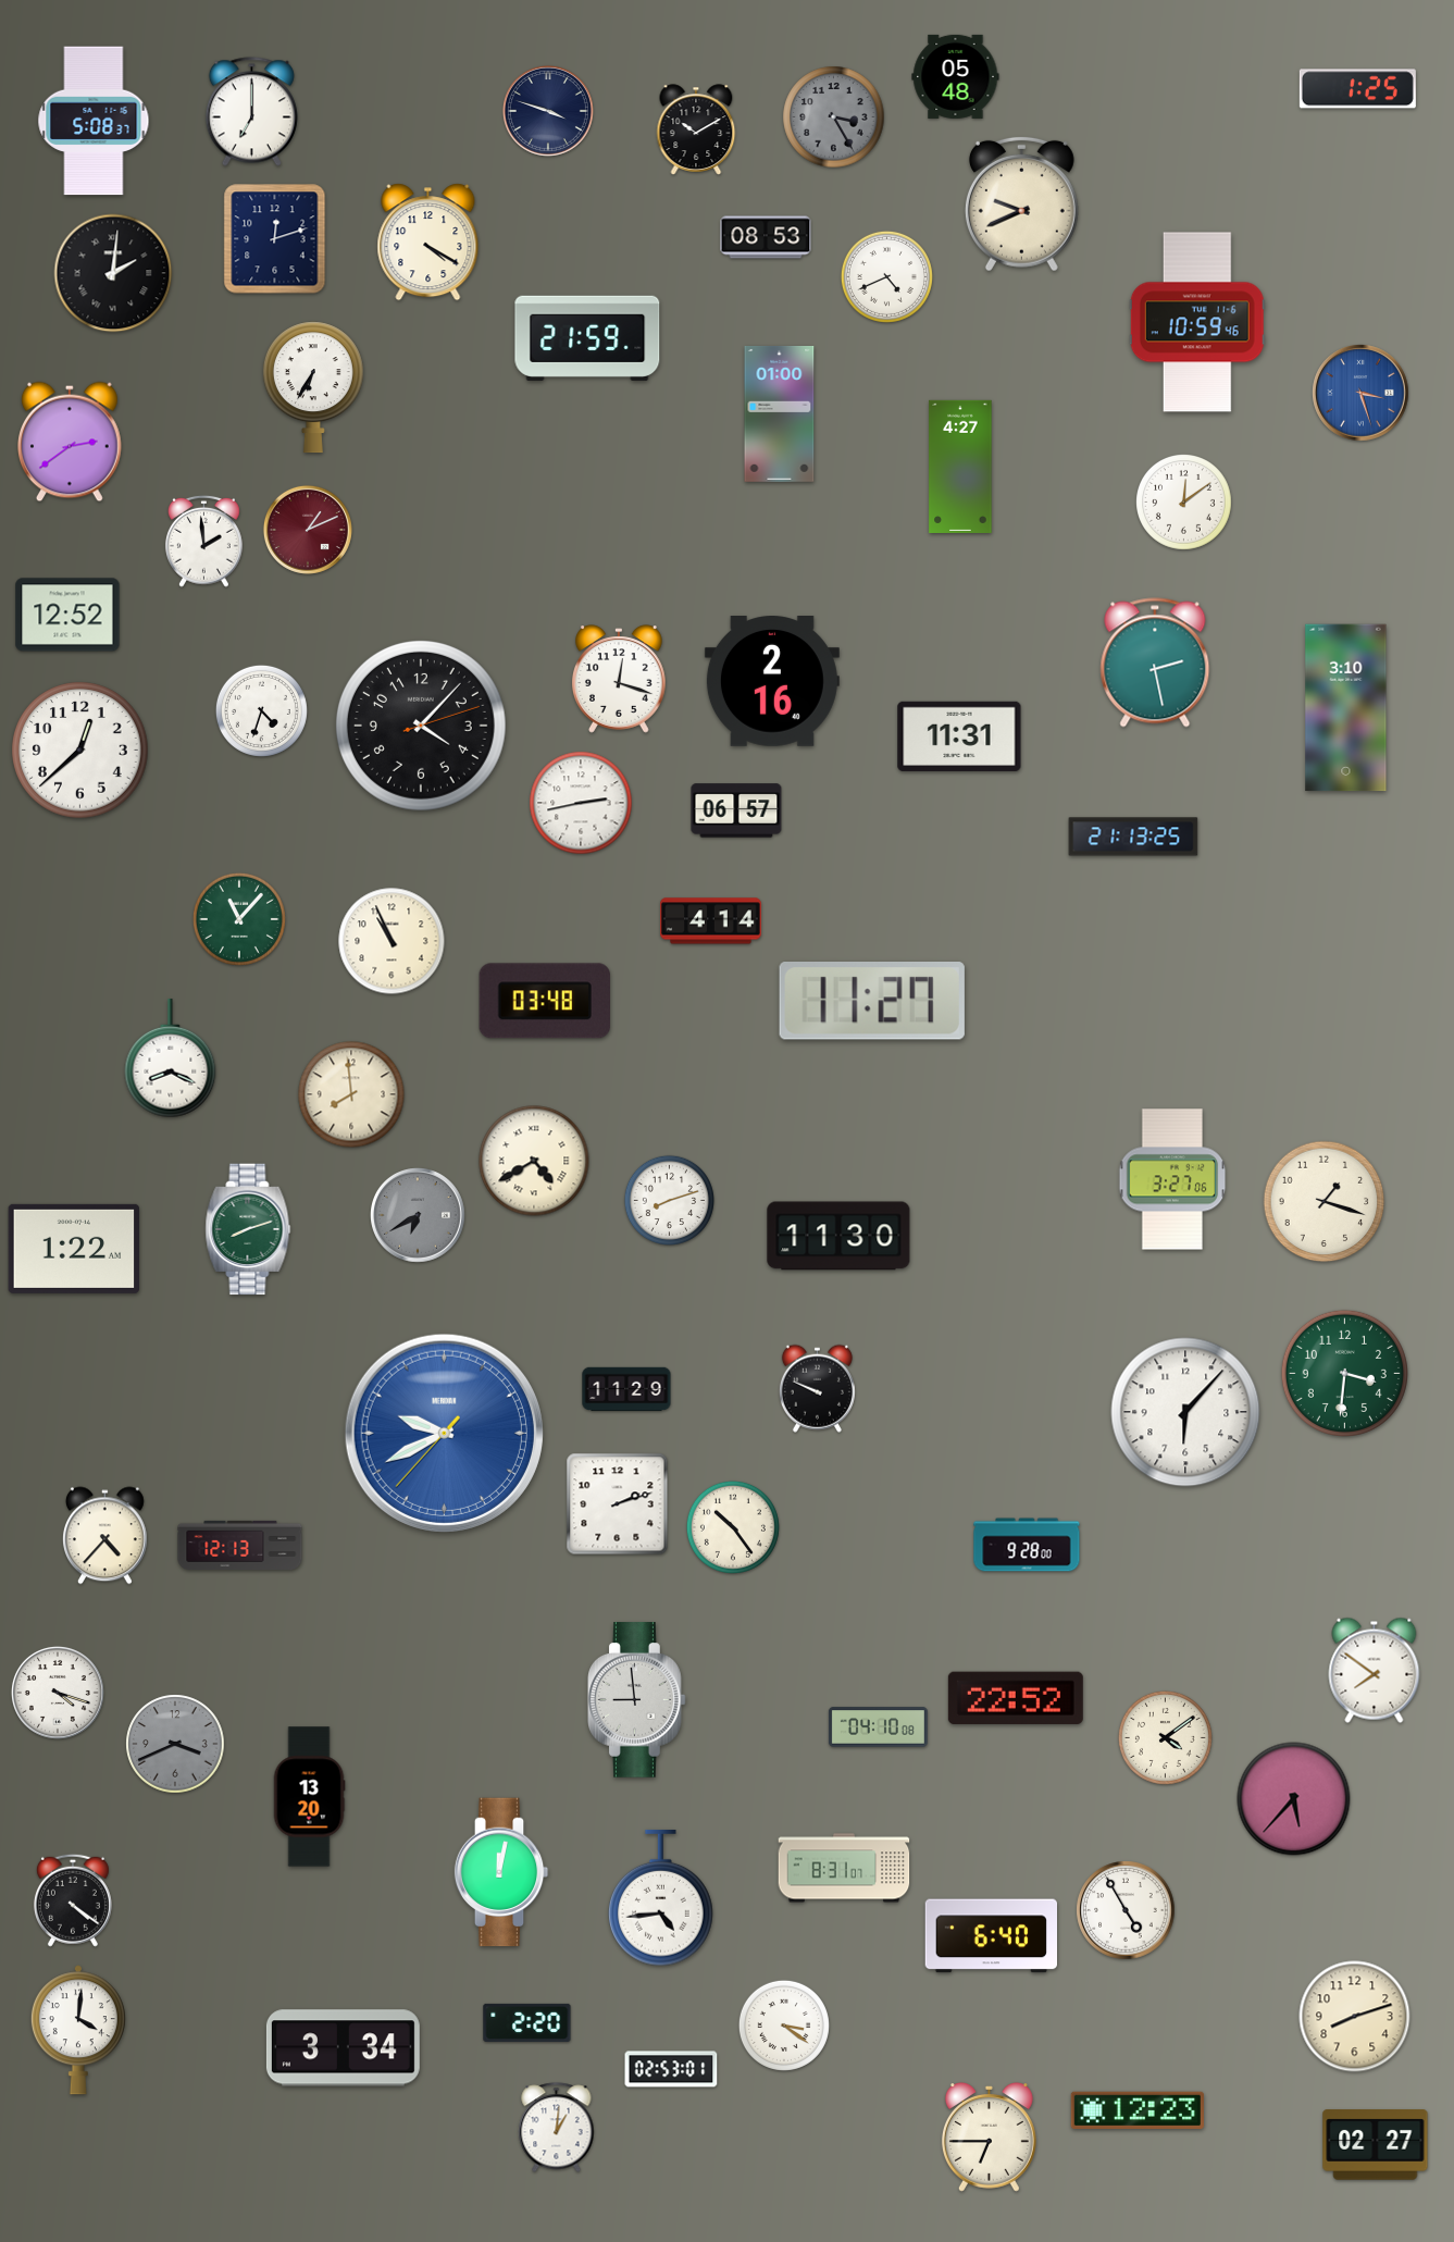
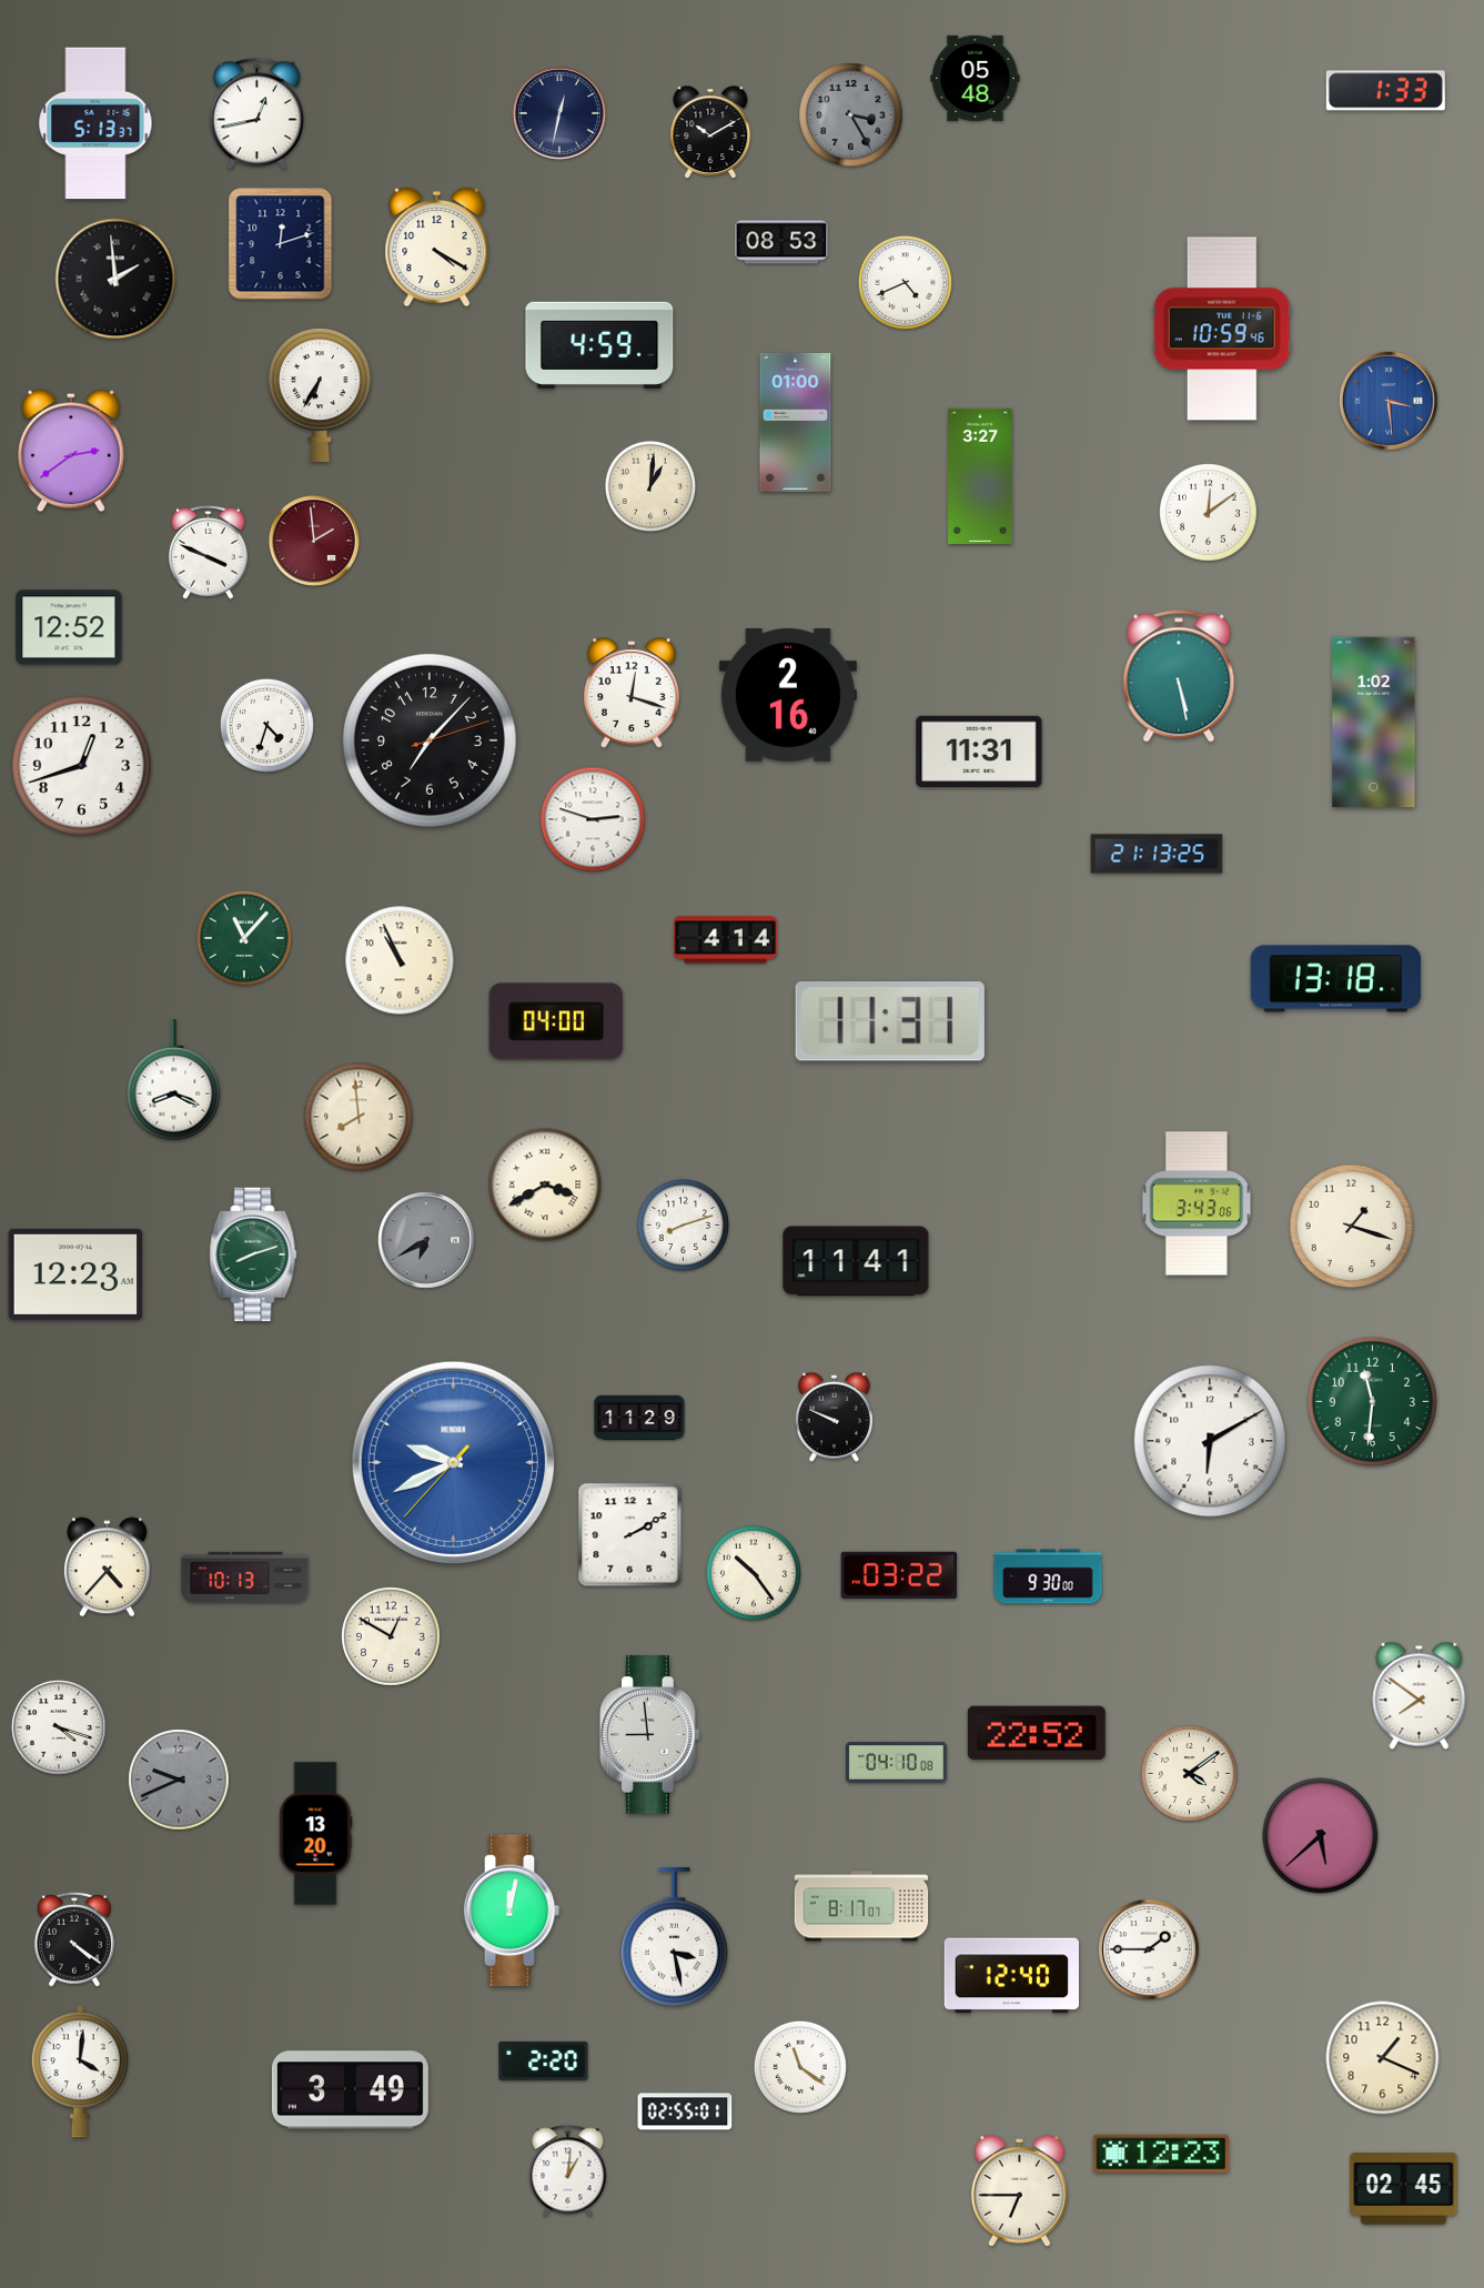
clock at (1357, 89): 1:25 -> 1:33
clock at (548, 111): 3:48 -> 12:32
clock at (251, 112): 7:00 -> 12:43
clock at (834, 117) position: (834, 117) -> (851, 115)
clock at (94, 121): 5:08 -> 5:13
clock at (1021, 203): 9:41 -> none
clock at (113, 273): 2:01 -> 1:59
clock at (587, 338): 21:59 -> 4:59
clock at (1360, 393): 3:27 -> 3:29
clock at (960, 467): 4:27 -> 3:27
clock at (649, 485): none -> 1:01
clock at (308, 530): 1:11 -> 1:59
clock at (203, 541): 1:59 -> 3:49
clock at (1155, 662): 2:28 -> 5:28
clock at (1346, 708): 3:10 -> 1:02
clock at (421, 726): 4:07 -> 7:07
clock at (80, 751): 12:38 -> 12:42
clock at (581, 803): 2:43 -> 2:48
clock at (736, 810): 06:57 -> none
clock at (1336, 979): none -> 13:18
clock at (544, 1001): 03:48 -> 04:00
clock at (872, 1002): 11:27 -> 11:31
clock at (534, 1161): 4:40 -> 3:40
clock at (1172, 1179): 3:27 -> 3:43
clock at (838, 1236): 11:30 -> 11:41
clock at (74, 1249): 1:22 -> 12:23
clock at (1344, 1373): 3:31 -> 11:31
clock at (1185, 1412): 6:07 -> 6:10
clock at (618, 1504): 2:12 -> 2:10
clock at (733, 1527) position: (733, 1527) -> (754, 1573)
clock at (898, 1575): none -> 03:22
clock at (240, 1545): 12:13 -> 10:13
clock at (1027, 1545): 9:28 -> 9:30
clock at (391, 1636): none -> 12:50
clock at (1375, 1670) position: (1375, 1670) -> (1420, 1695)
clock at (175, 1744): 3:41 -> 9:41
clock at (1294, 1799): 5:37 -> 5:38
clock at (844, 1868): 8:31 -> 8:17
clock at (661, 1898): 4:44 -> 3:28
clock at (1126, 1910): 4:55 -> 1:45
clock at (991, 1936): 6:40 -> 12:40
clock at (1355, 2017): 8:12 -> 1:19
clock at (527, 2022) position: (527, 2022) -> (544, 2060)
clock at (784, 2026): 3:21 -> 11:21
clock at (343, 2048): 3:34 -> 3:49
clock at (671, 2069): 02:53 -> 02:55
clock at (989, 2138) position: (989, 2138) -> (1019, 2191)
clock at (1376, 2145): 02:27 -> 02:45
